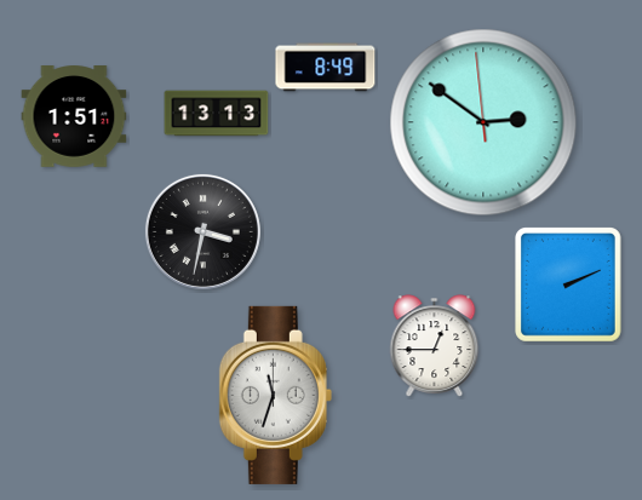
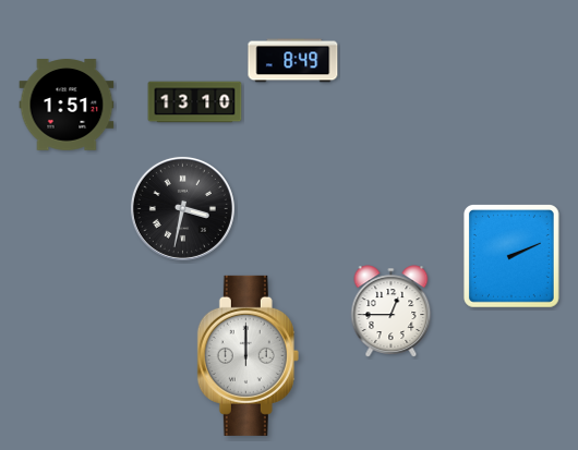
clock at (217, 114): 13:13 -> 13:10
clock at (483, 122): 2:50 -> none
clock at (275, 395): 11:33 -> 12:00
